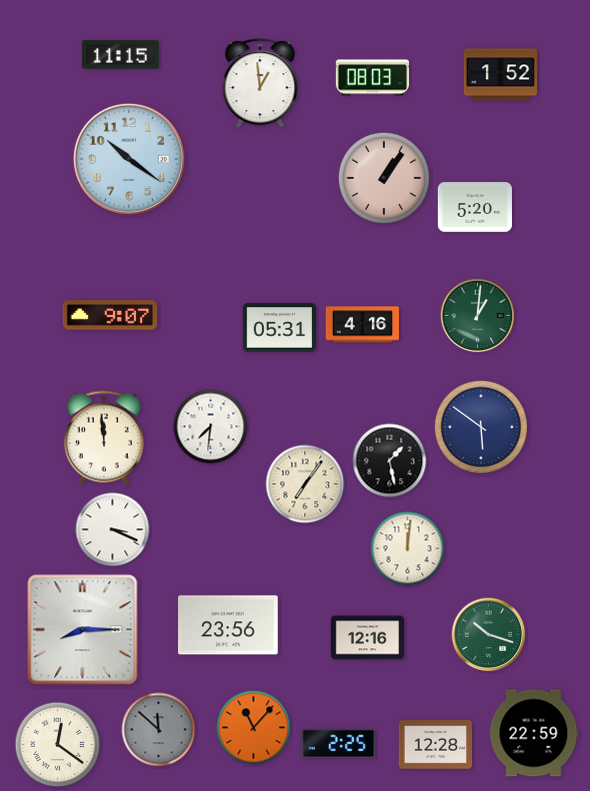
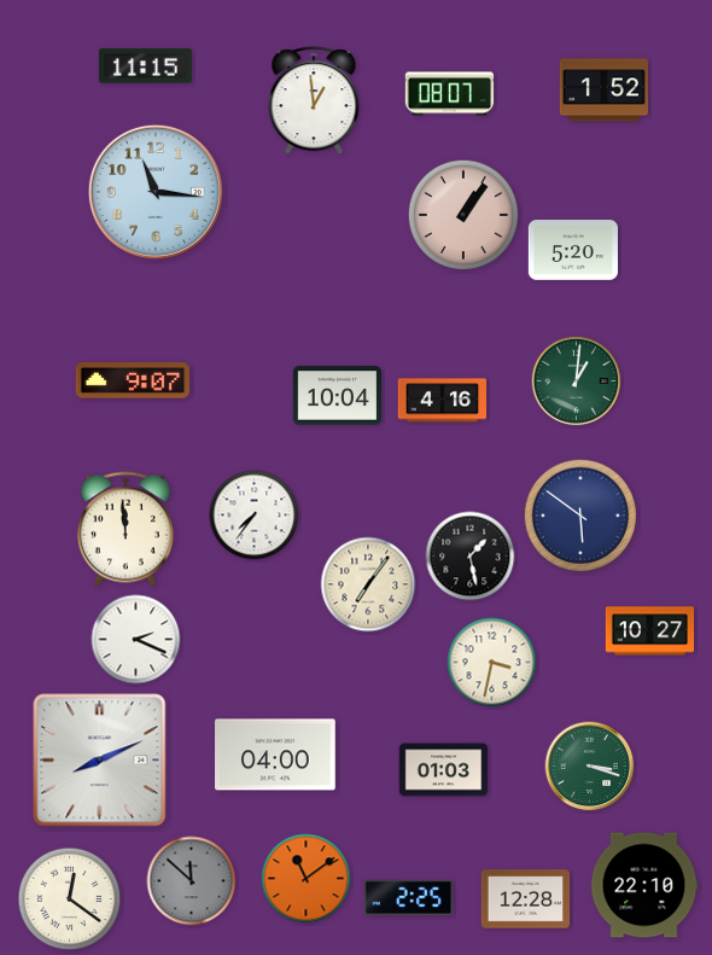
clock at (373, 78): 08:03 -> 08:07
clock at (129, 159): 10:21 -> 11:16
clock at (362, 325) position: (362, 325) -> (442, 401)
clock at (279, 328): 05:31 -> 10:04
clock at (211, 427): 7:31 -> 7:36
clock at (650, 631): none -> 10:27
clock at (113, 530): 3:19 -> 2:19
clock at (408, 549): 12:01 -> 3:32
clock at (229, 625): 23:56 -> 04:00
clock at (83, 630): 8:15 -> 8:11
clock at (489, 635): 10:18 -> 3:18
clock at (368, 638): 12:16 -> 01:03
clock at (254, 728): 11:07 -> 11:09
clock at (534, 733): 22:59 -> 22:10
